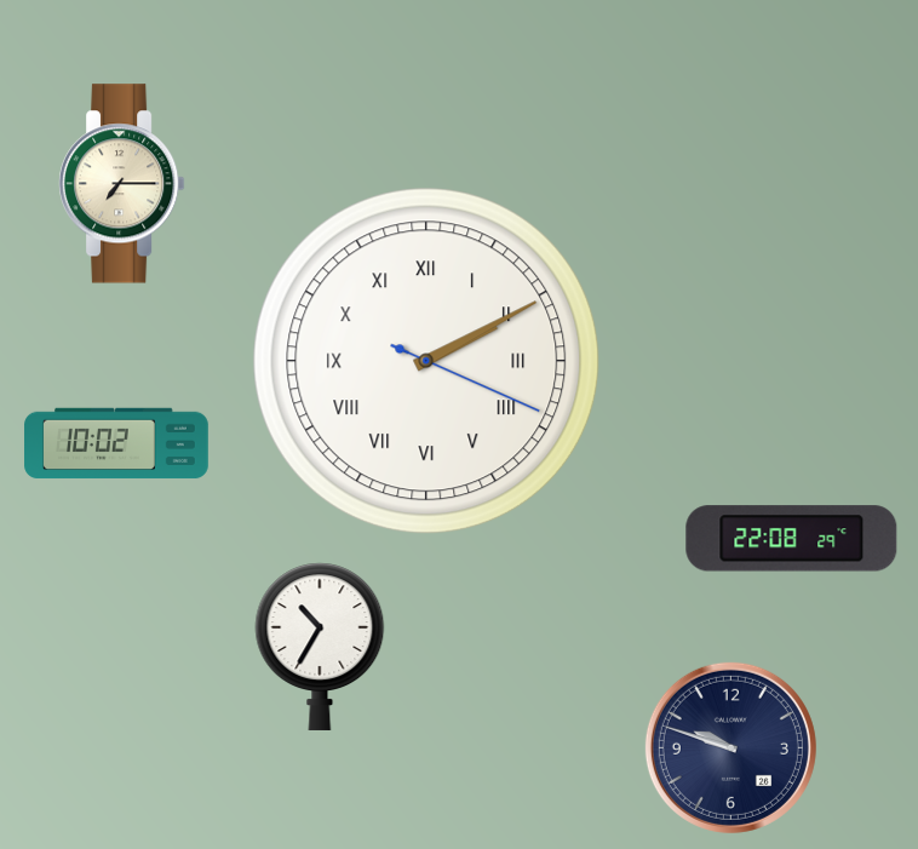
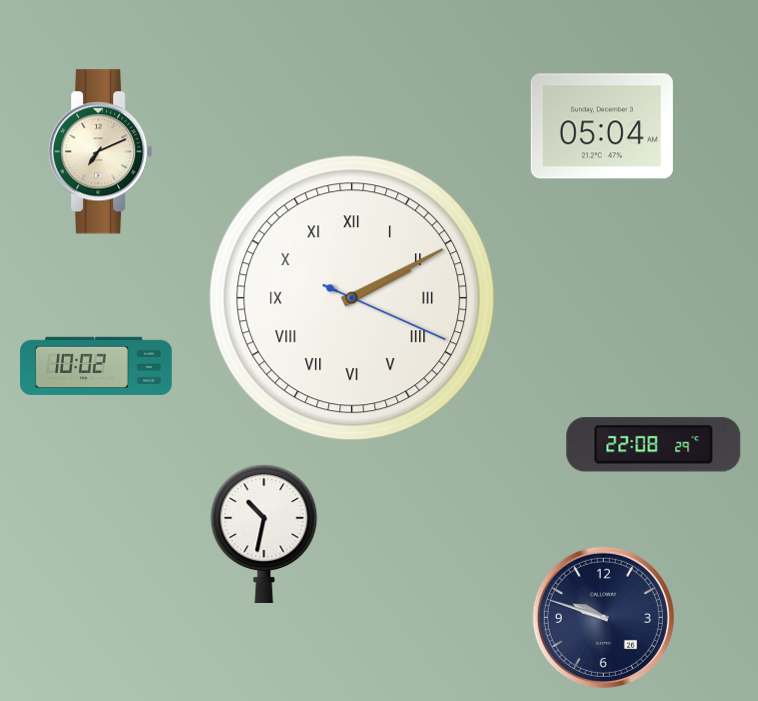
clock at (602, 126): none -> 05:04
clock at (122, 184): 7:15 -> 7:11
clock at (320, 647): 10:35 -> 10:32
